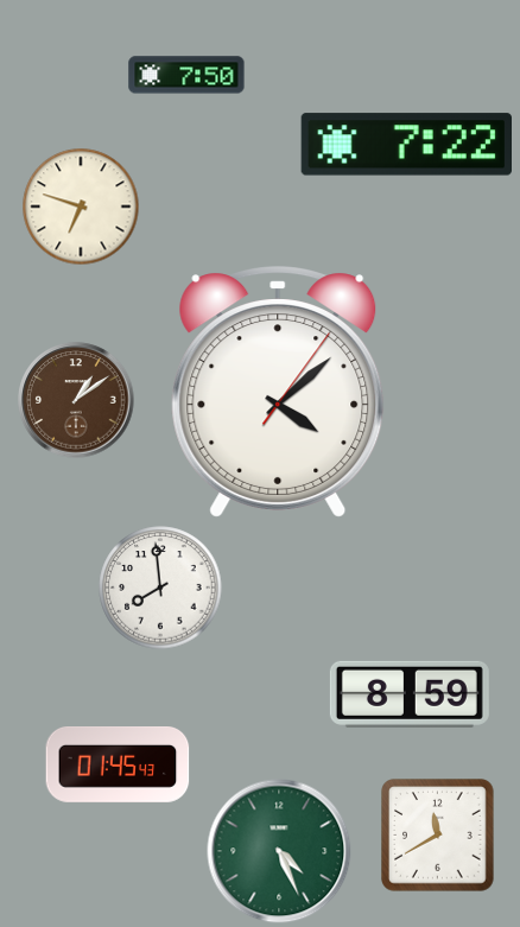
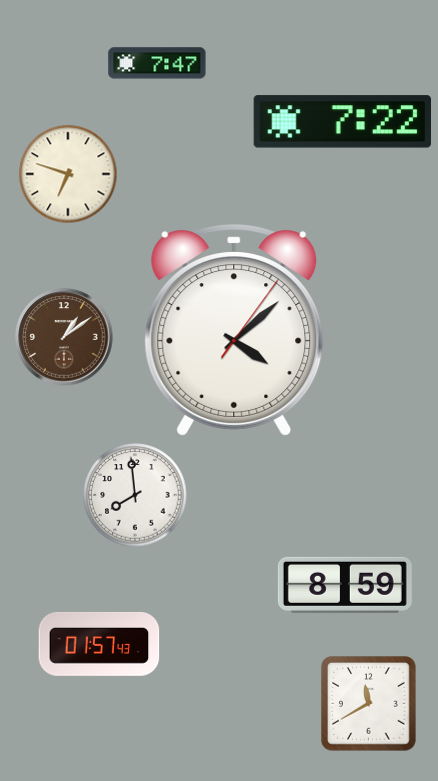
clock at (186, 75): 7:50 -> 7:47
clock at (118, 766): 01:45 -> 01:57
clock at (279, 851): 4:26 -> none
